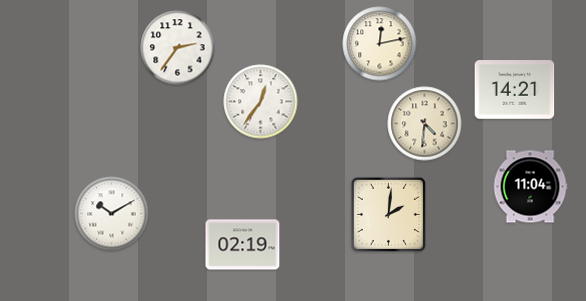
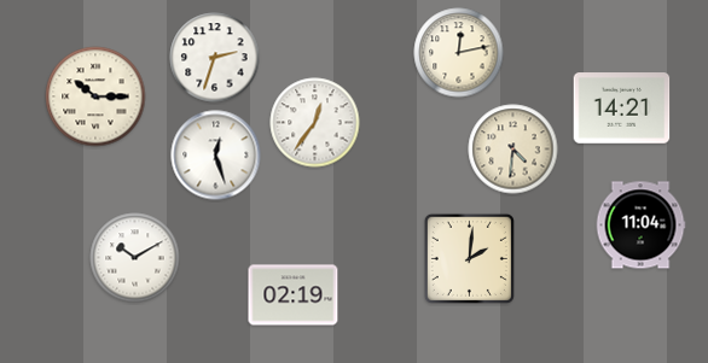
clock at (178, 48): 2:36 -> 2:33
clock at (95, 96): none -> 10:15
clock at (216, 156): none -> 12:27
